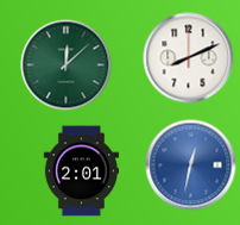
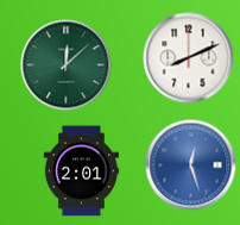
clock at (191, 165): 12:32 -> 12:27
